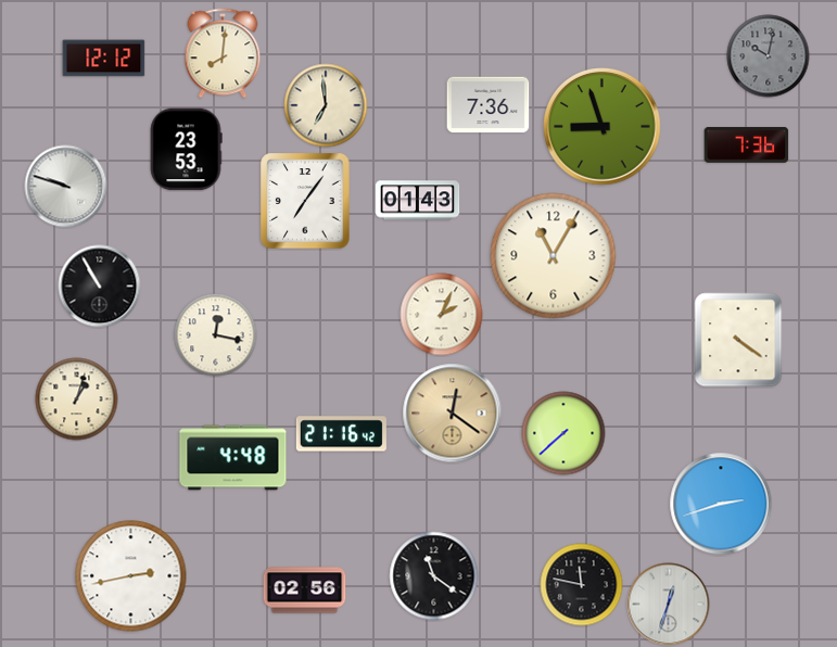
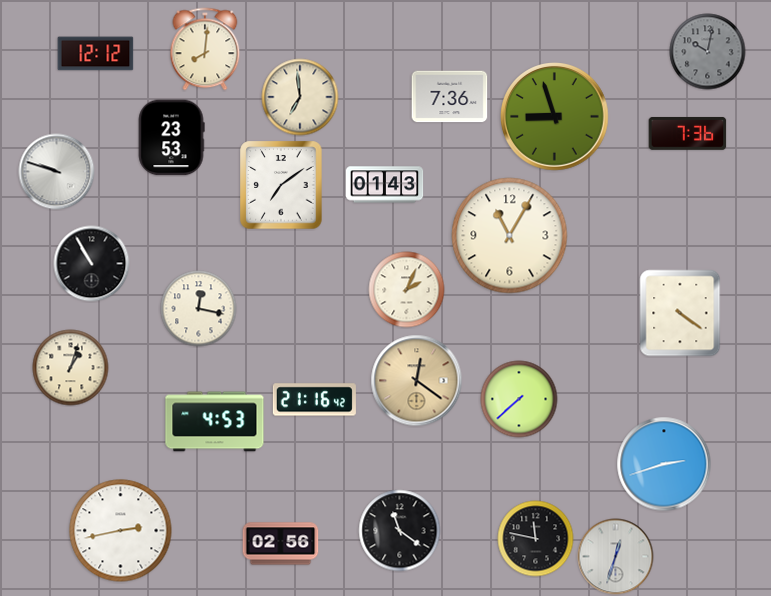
clock at (66, 187) position: (66, 187) -> (57, 172)
clock at (305, 201): 7:06 -> 7:09
clock at (233, 458): 4:48 -> 4:53
